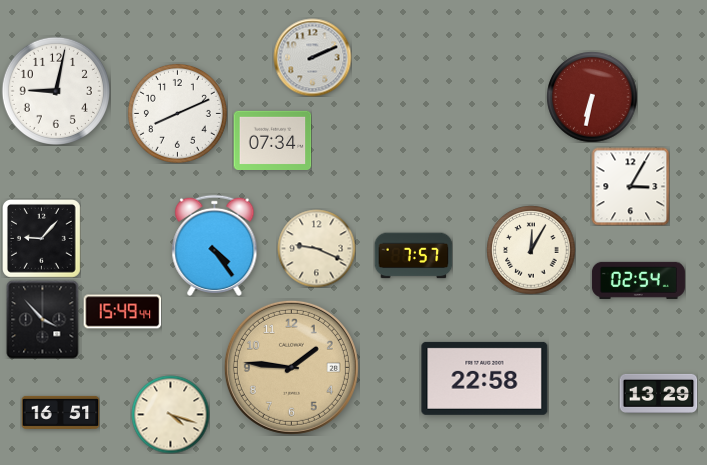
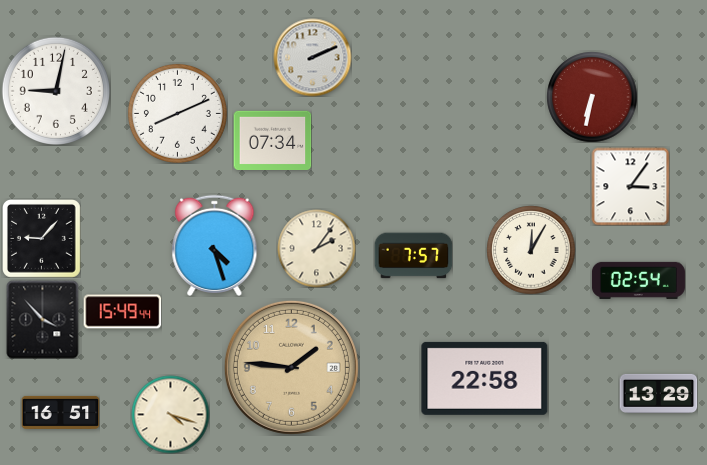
clock at (630, 186): 3:05 -> 3:06
clock at (215, 245): 4:24 -> 4:27
clock at (316, 248): 9:19 -> 2:06
